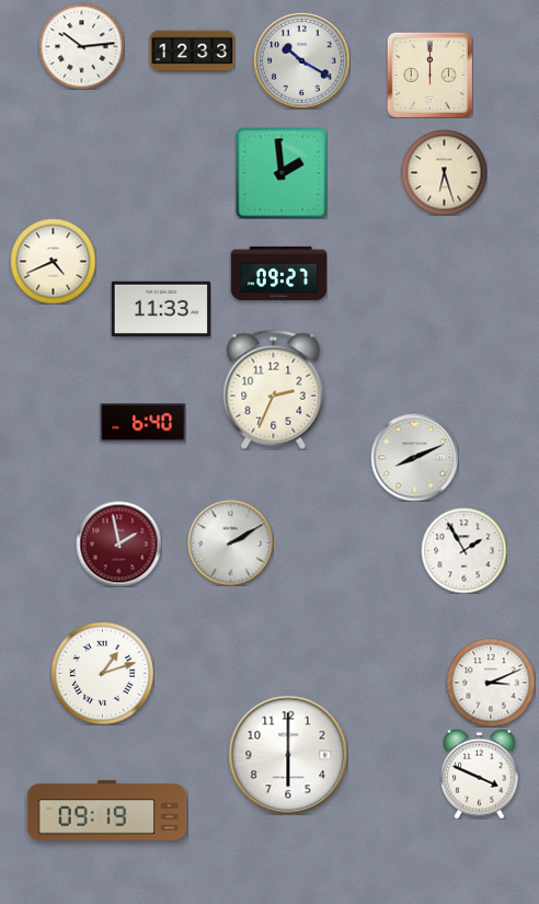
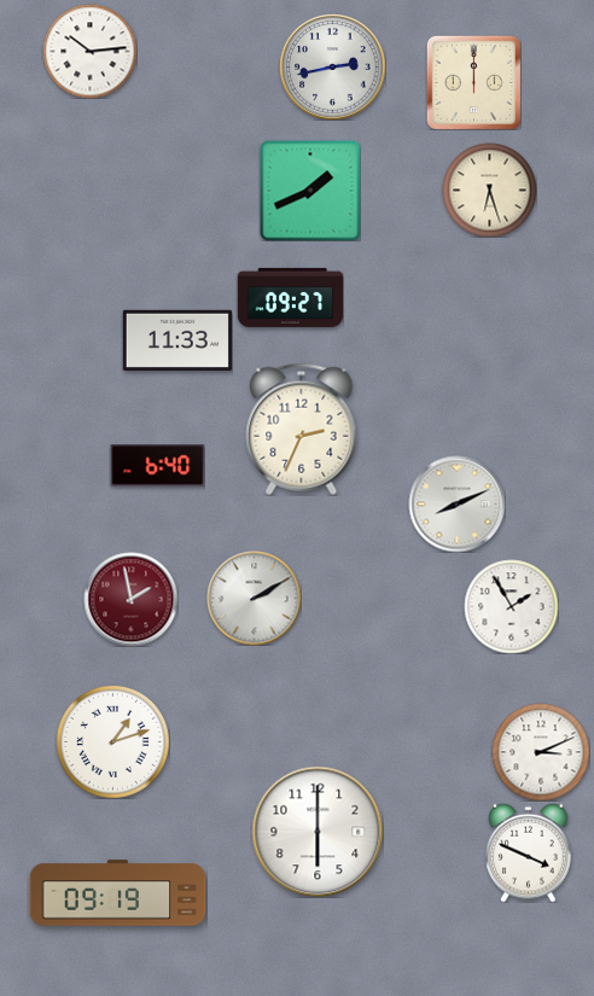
clock at (192, 52): 12:33 -> none
clock at (301, 60): 10:20 -> 2:43
clock at (282, 173): 1:59 -> 1:41
clock at (53, 261): 4:41 -> none
clock at (278, 273) position: (278, 273) -> (290, 297)
